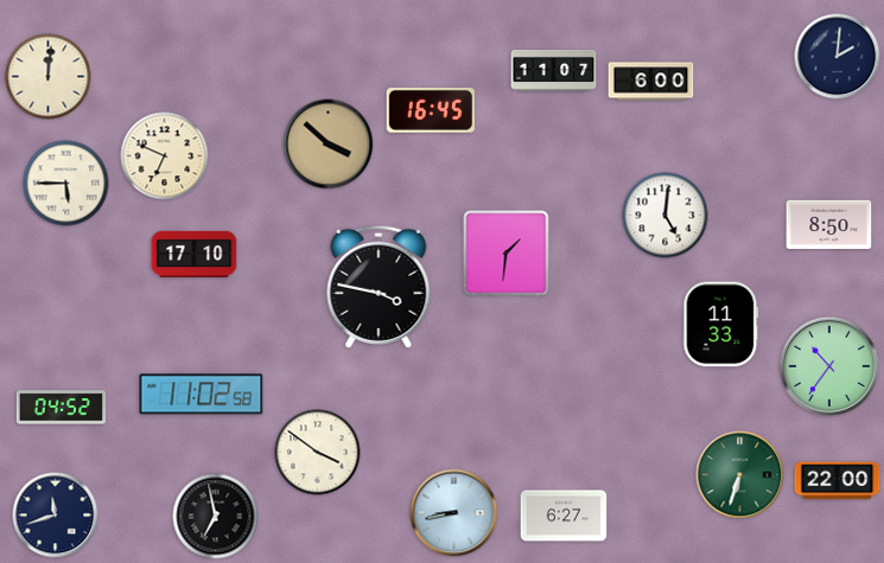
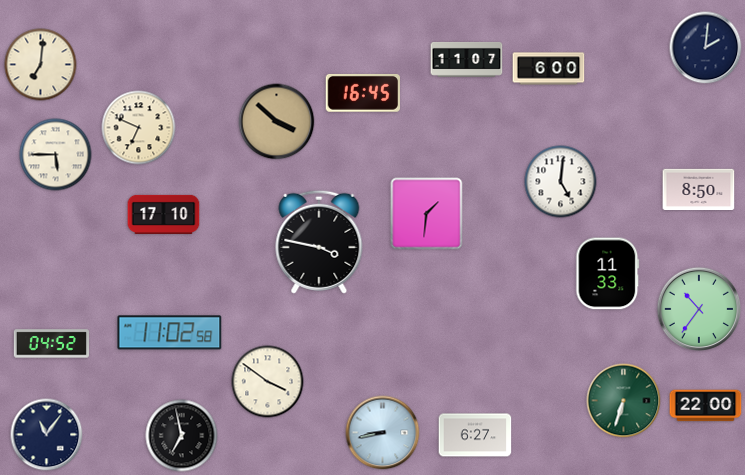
clock at (49, 77): 12:01 -> 7:01
clock at (165, 156) position: (165, 156) -> (139, 128)
clock at (56, 516): 11:42 -> 11:06
